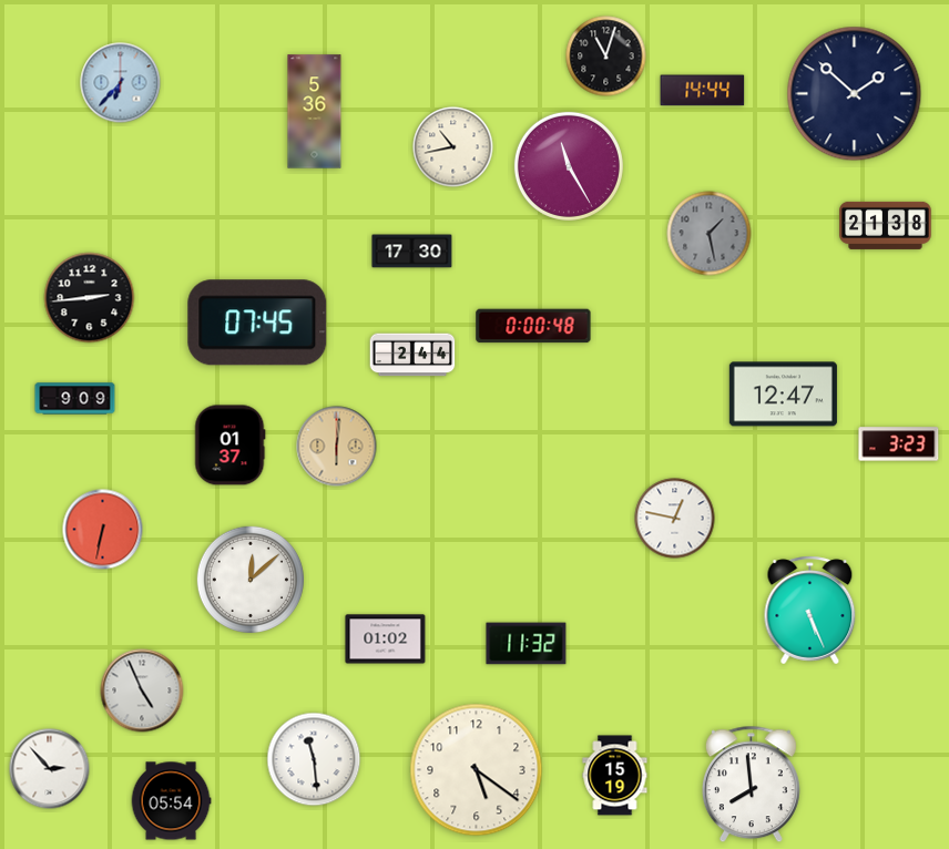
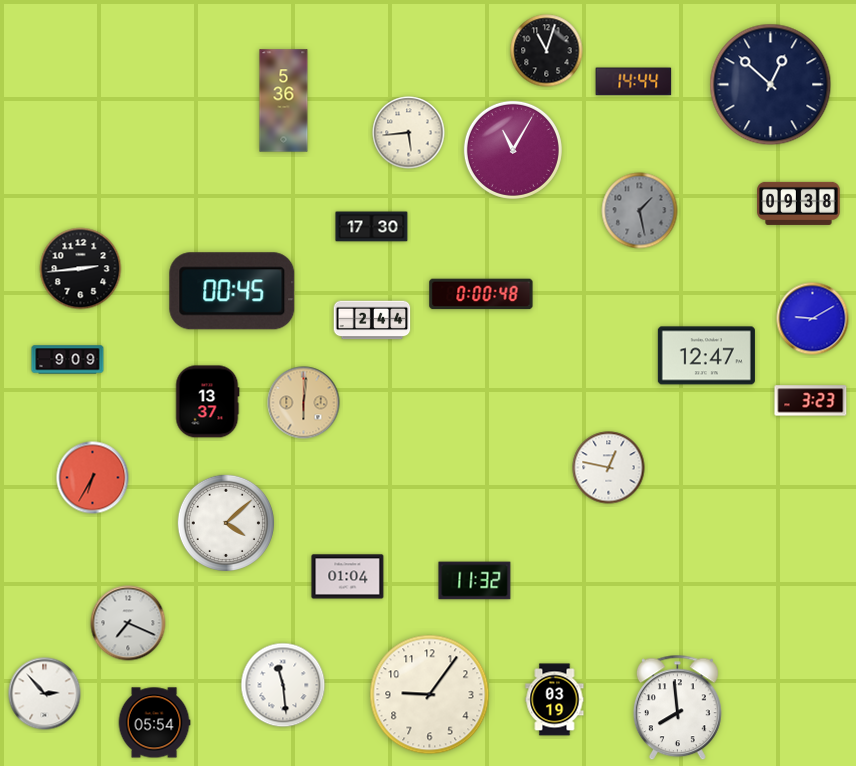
clock at (121, 83): 6:37 -> none
clock at (855, 94): 1:52 -> 12:52
clock at (453, 147): 10:43 -> 5:44
clock at (569, 166): 11:25 -> 11:05
clock at (886, 225): 21:38 -> 09:38
clock at (257, 323): 07:45 -> 00:45
clock at (813, 319): none -> 9:10
clock at (231, 446): 01:37 -> 13:37
clock at (103, 530): 6:32 -> 6:35
clock at (251, 580): 12:08 -> 4:08
clock at (810, 611): 5:26 -> none
clock at (386, 640): 01:02 -> 01:04
clock at (142, 691): 4:56 -> 7:19
clock at (477, 770): 5:21 -> 9:06
clock at (615, 776): 15:19 -> 03:19
